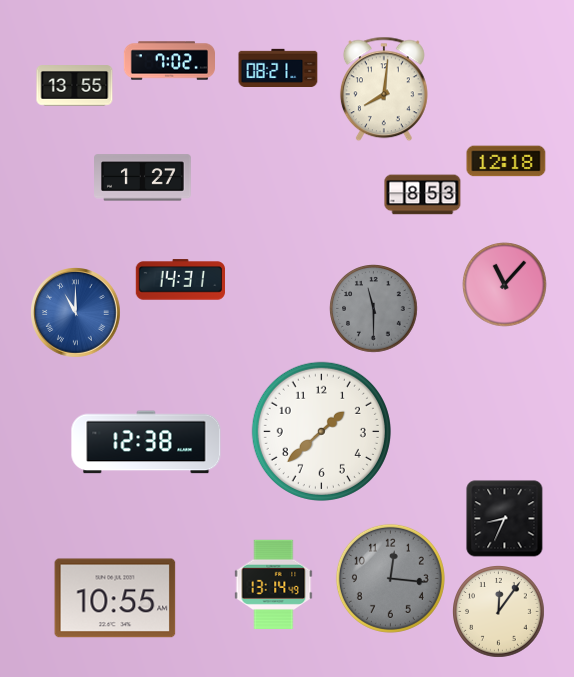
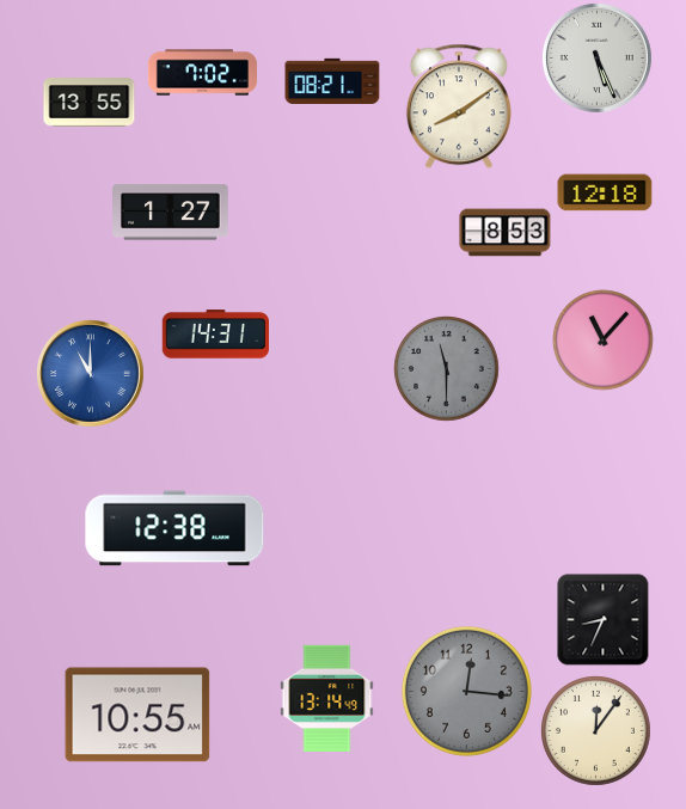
clock at (596, 57): none -> 5:26
clock at (384, 89): 8:01 -> 8:09
clock at (321, 431): 1:38 -> none
